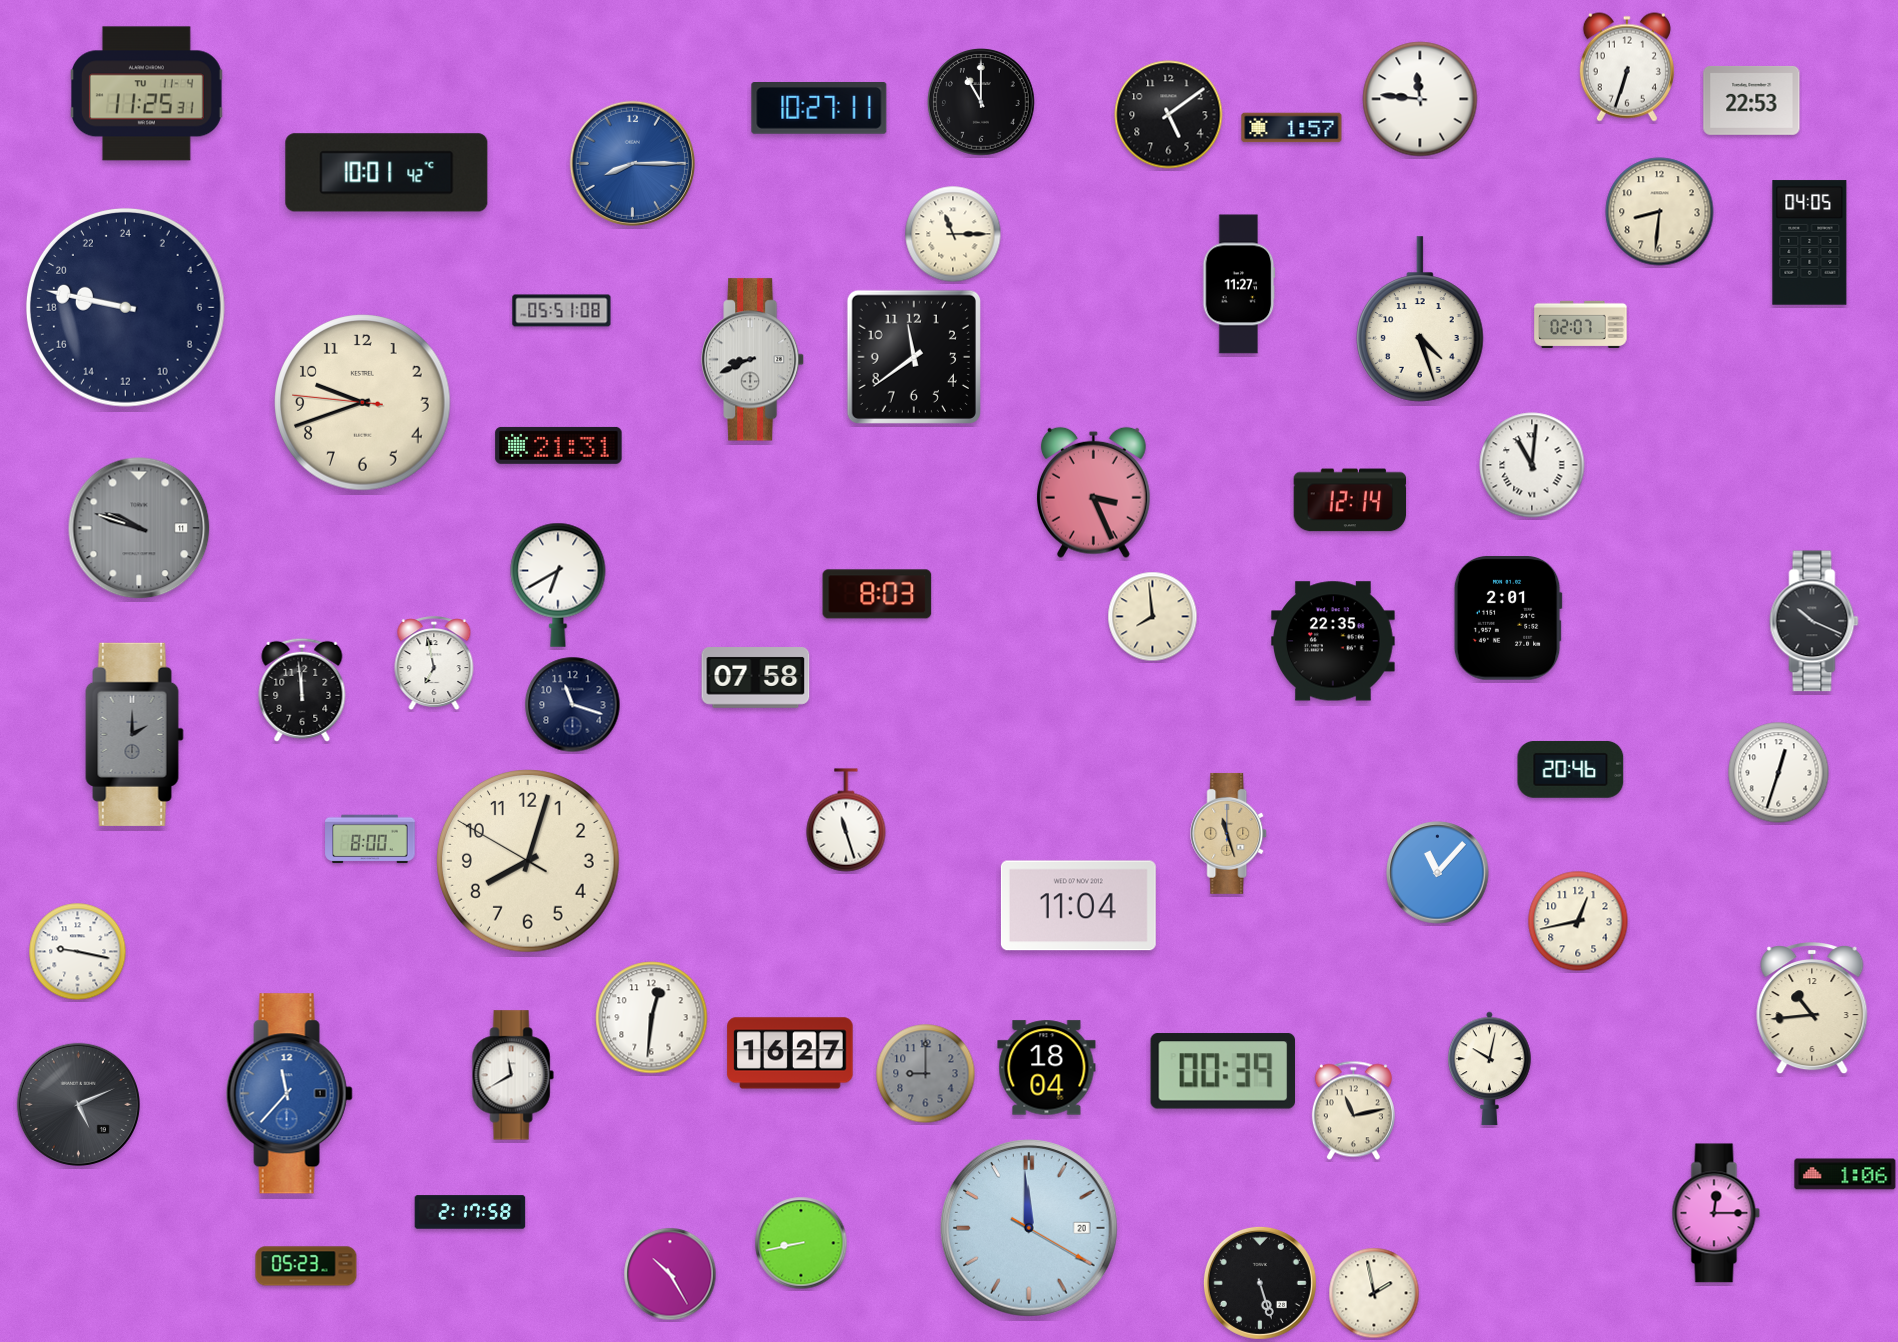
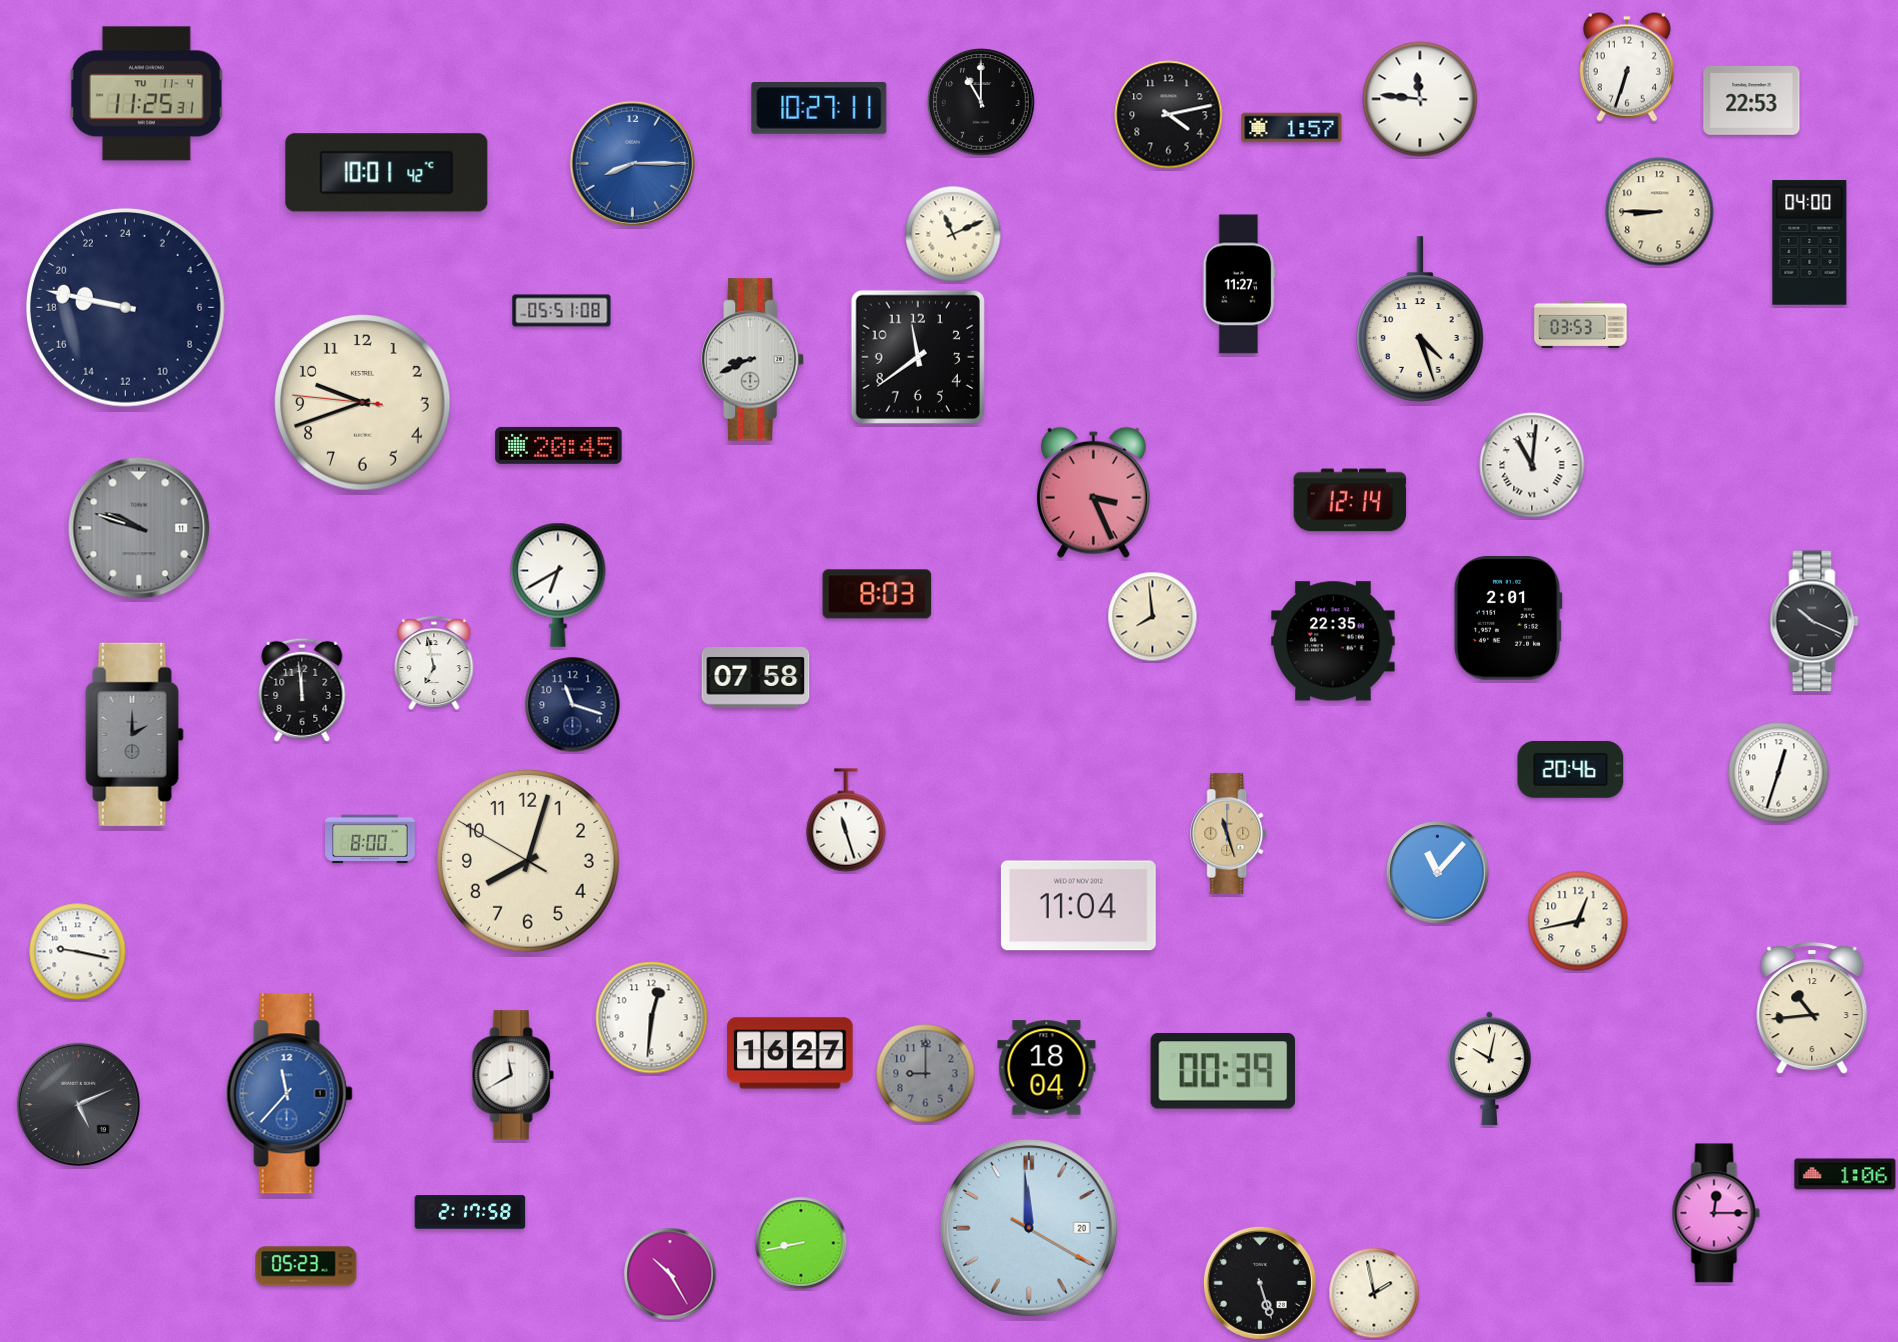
clock at (1169, 115): 5:09 -> 4:13
clock at (1660, 212): 8:31 -> 8:45
clock at (953, 234): 11:15 -> 11:11
clock at (1810, 243): 04:05 -> 04:00
clock at (1581, 324): 02:07 -> 03:53
clock at (913, 356) position: (913, 356) -> (917, 356)
clock at (559, 445): 21:31 -> 20:45
clock at (1353, 1111): 11:13 -> none
